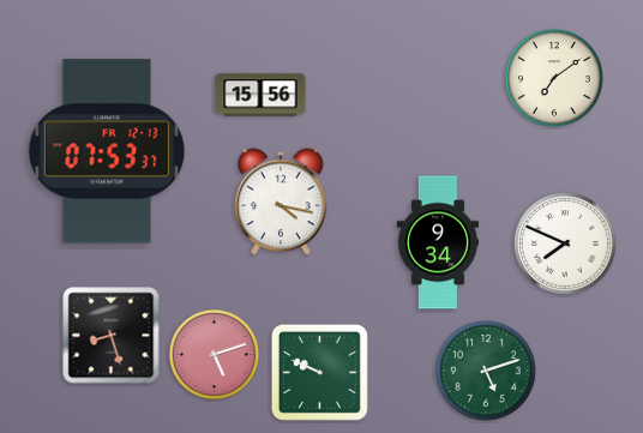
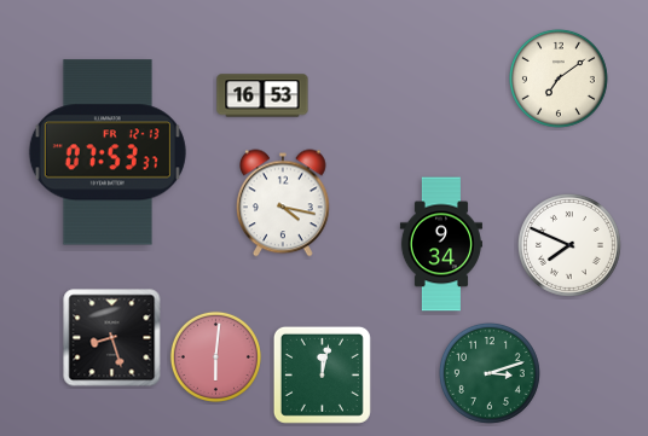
clock at (260, 95): 15:56 -> 16:53
clock at (214, 354): 5:12 -> 6:01
clock at (486, 371): 5:12 -> 3:12
clock at (319, 372): 9:49 -> 12:02
